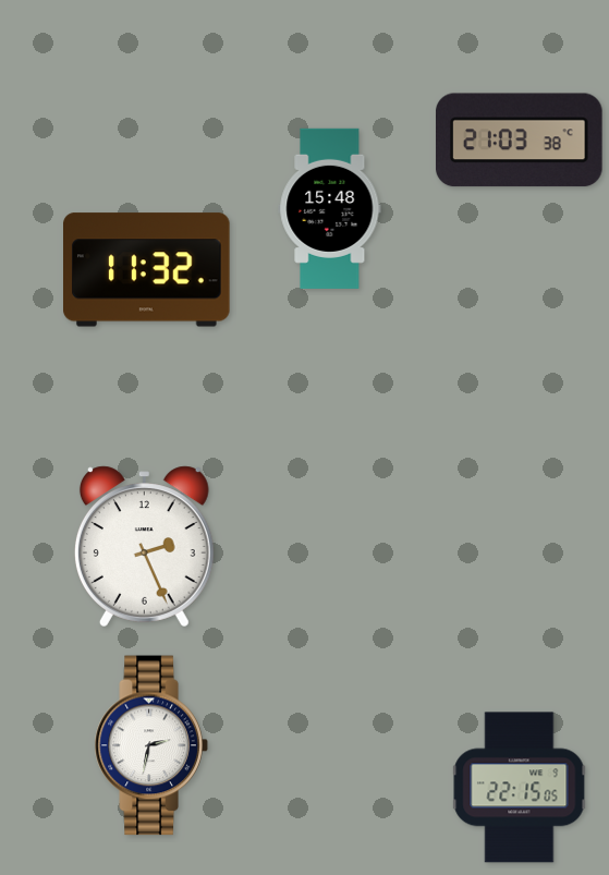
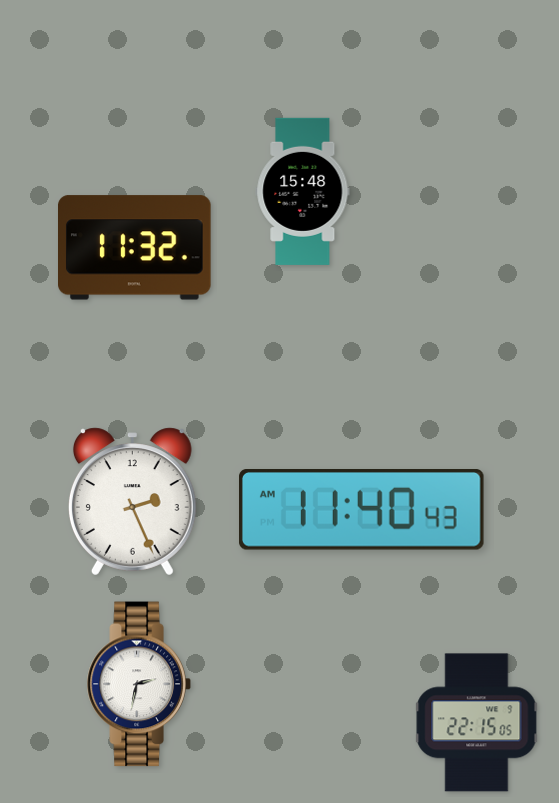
clock at (520, 141): 21:03 -> none
clock at (362, 510): none -> 11:40
